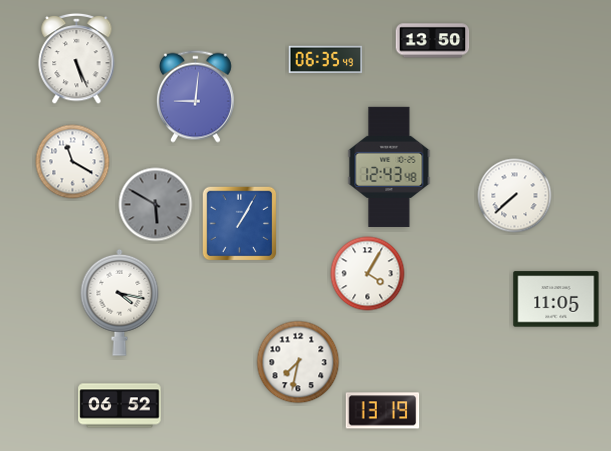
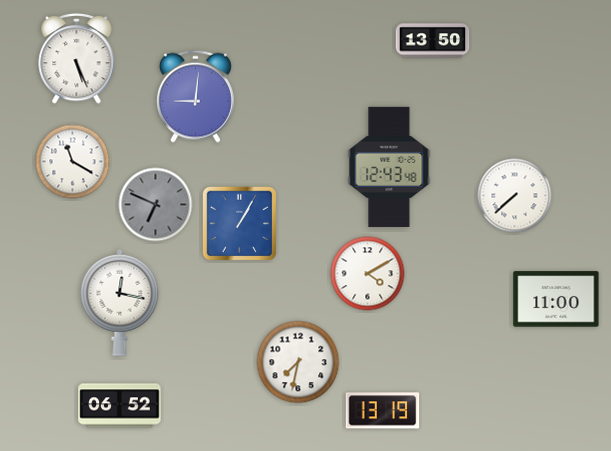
clock at (326, 60): 06:35 -> none
clock at (156, 205): 5:50 -> 6:49
clock at (368, 274): 4:05 -> 4:10
clock at (556, 299): 11:05 -> 11:00
clock at (120, 302): 4:17 -> 12:17
